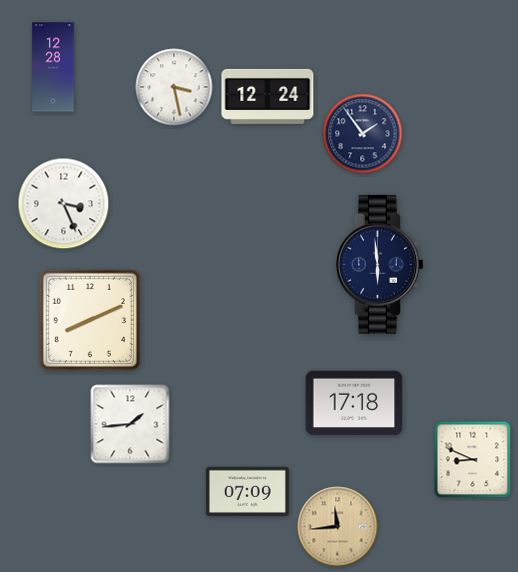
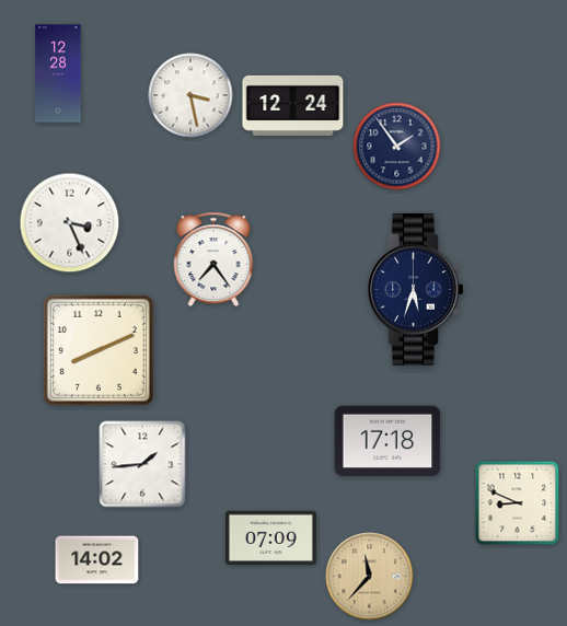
clock at (213, 259): none -> 7:24
clock at (380, 264): 5:59 -> 5:33
clock at (97, 560): none -> 14:02
clock at (338, 527): 11:44 -> 11:37
